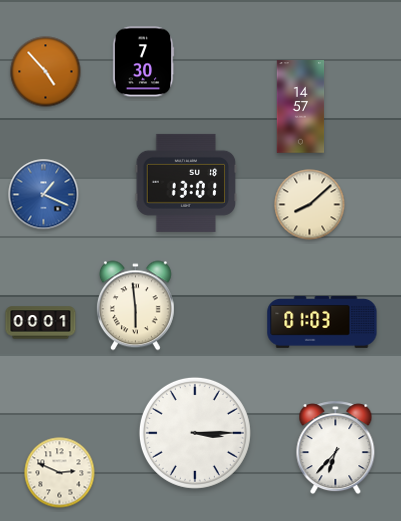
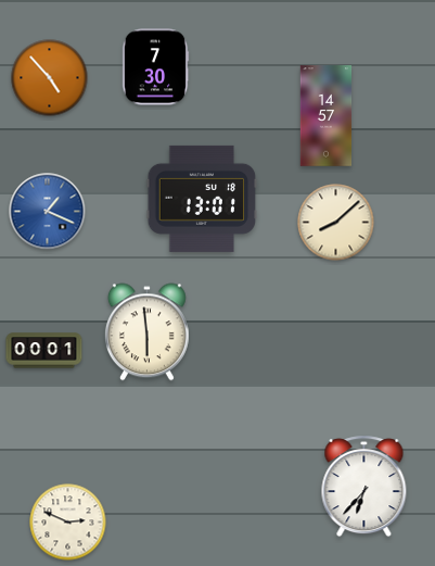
clock at (322, 322): 01:03 -> none
clock at (195, 433): 3:15 -> none
clock at (60, 473) position: (60, 473) -> (68, 523)
